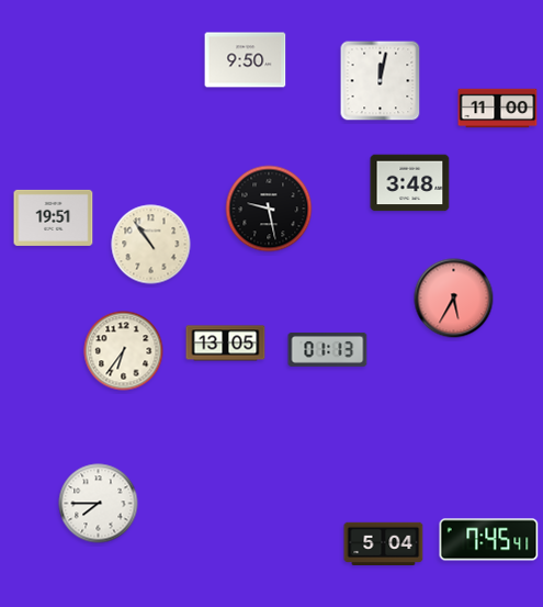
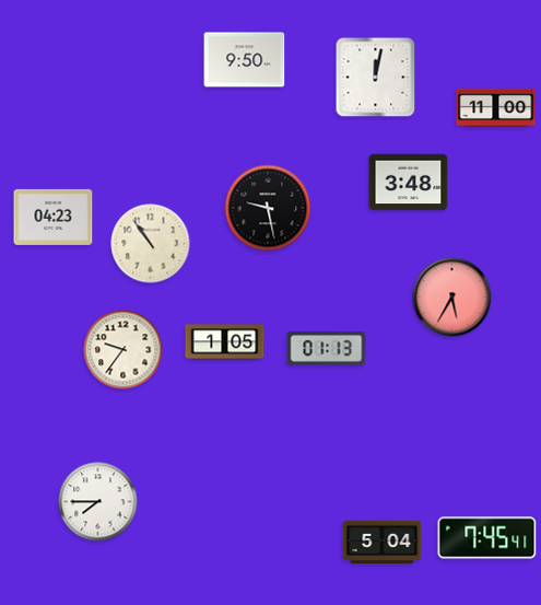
clock at (381, 81) position: (381, 81) -> (376, 78)
clock at (54, 217): 19:51 -> 04:23
clock at (226, 344): 13:05 -> 1:05
clock at (124, 351): 6:36 -> 9:36
